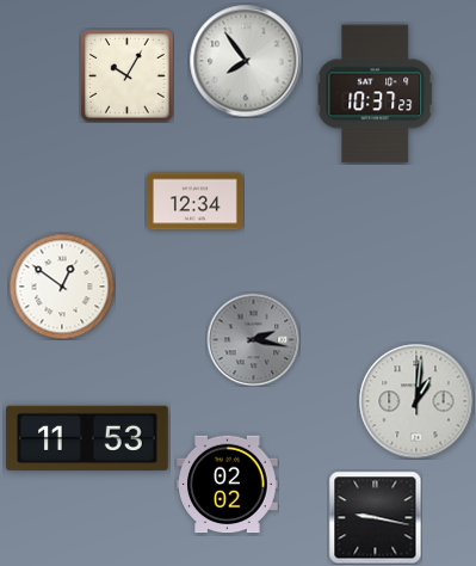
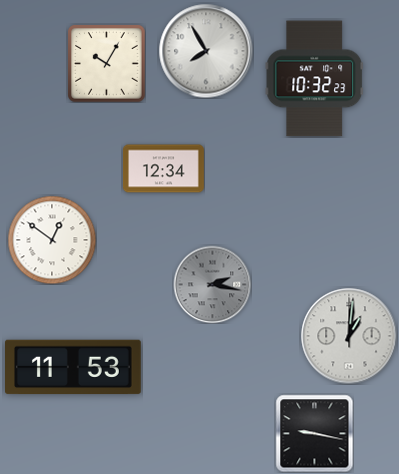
clock at (246, 61): 7:54 -> 7:55
clock at (376, 94): 10:37 -> 10:32
clock at (228, 485): 02:02 -> none
